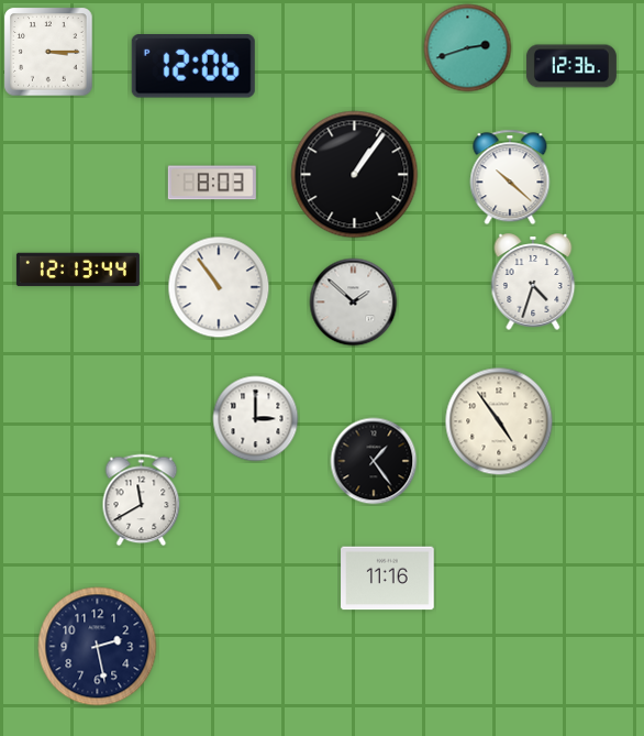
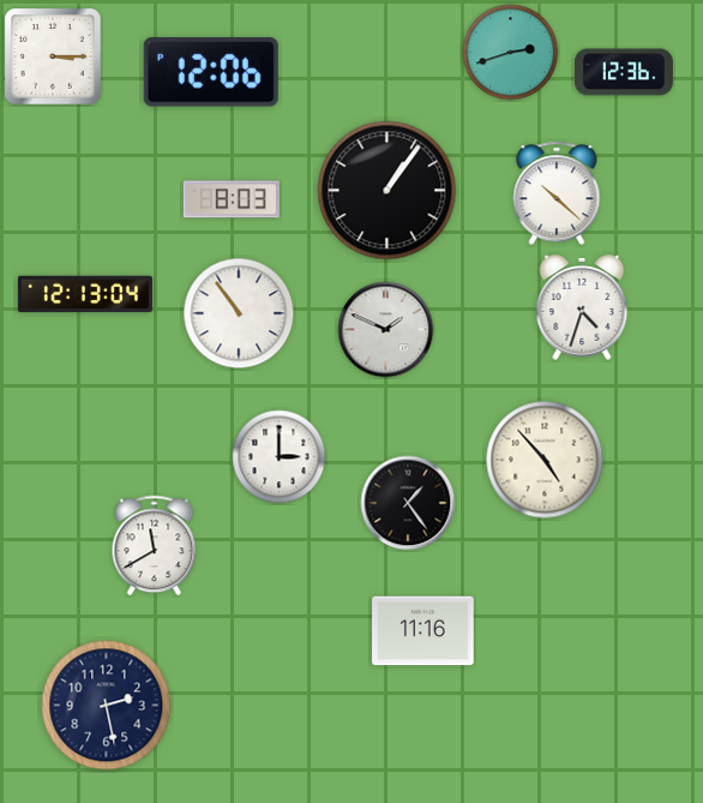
clock at (78, 270): 12:13:44 -> 12:13:04
clock at (354, 303): 1:52 -> 1:49
clock at (499, 421): 4:54 -> 4:53
